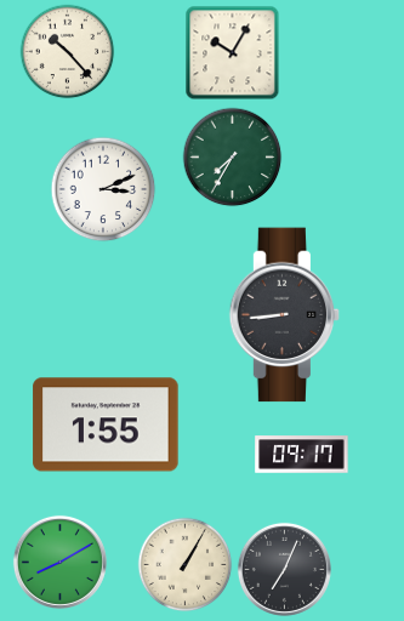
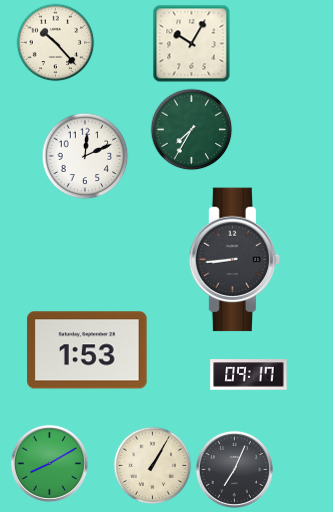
clock at (103, 189): 3:11 -> 12:11
clock at (106, 425): 1:55 -> 1:53
